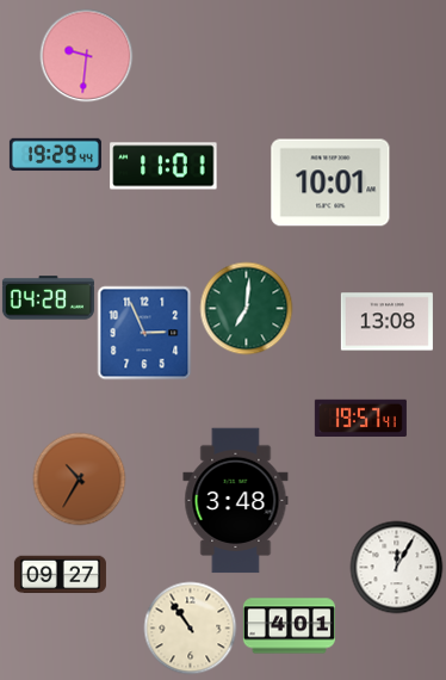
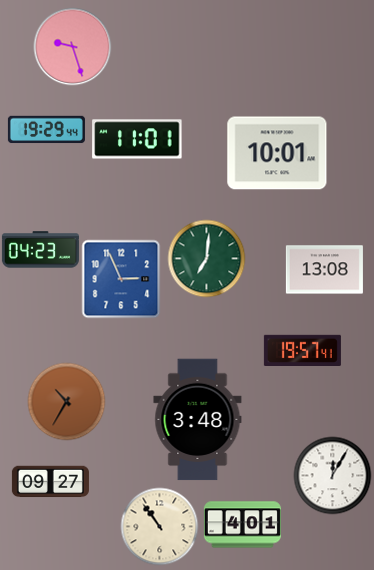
clock at (86, 55): 9:31 -> 9:27
clock at (48, 298): 04:28 -> 04:23
